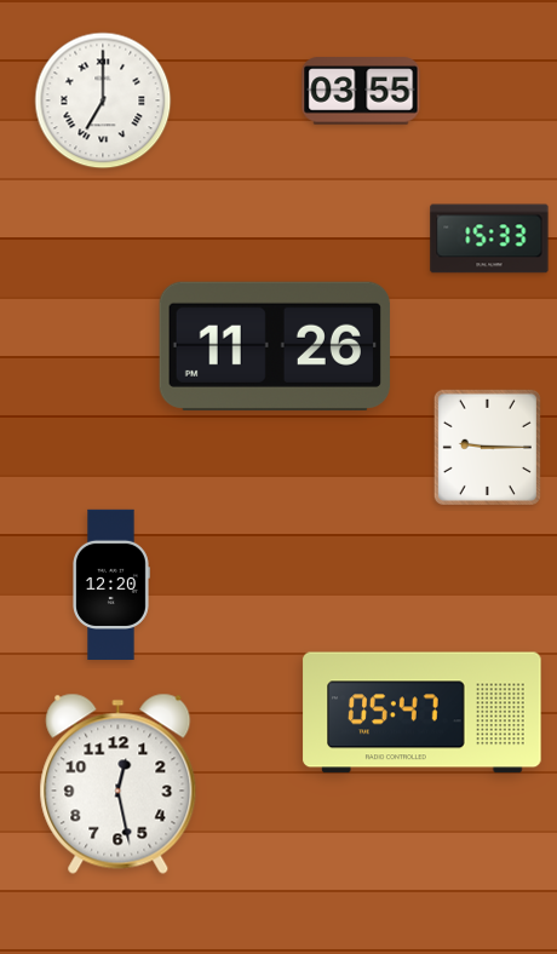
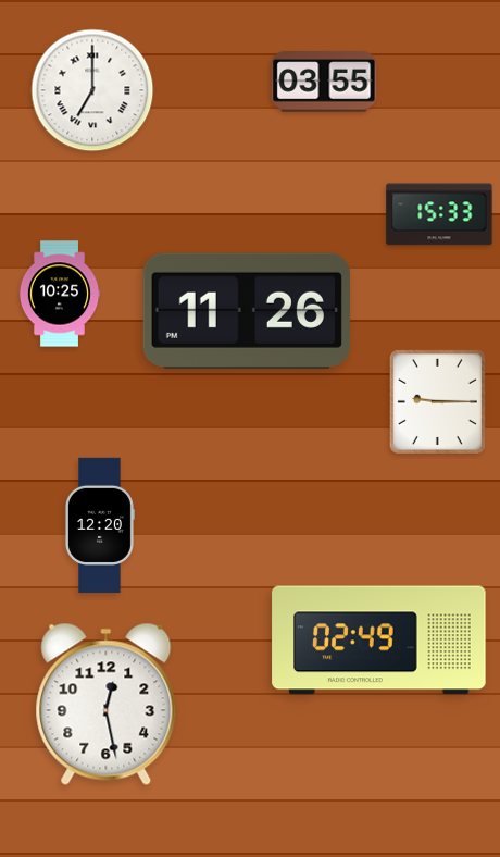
clock at (60, 294): none -> 10:25
clock at (423, 713): 05:47 -> 02:49
